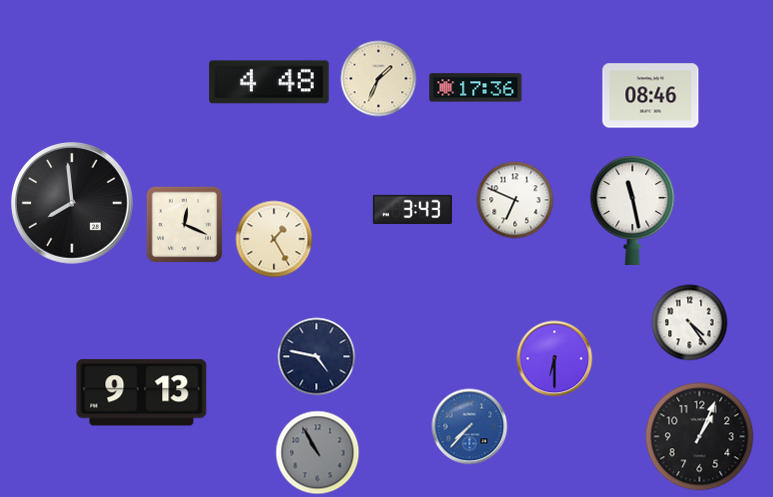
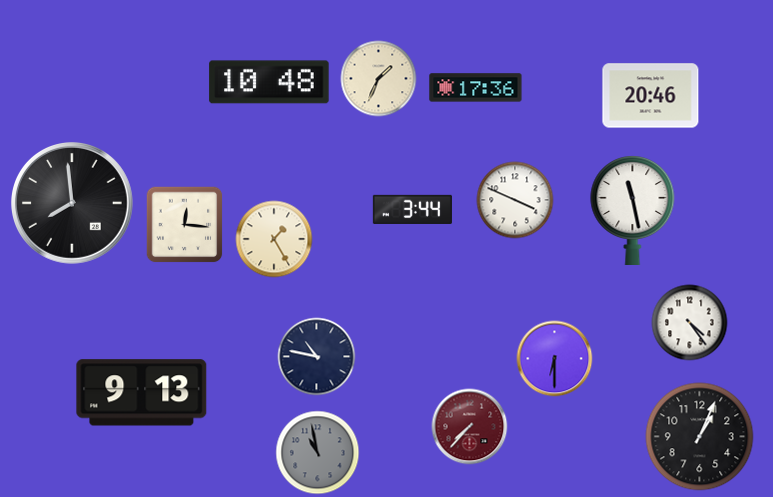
clock at (269, 82): 4:48 -> 10:48
clock at (651, 96): 08:46 -> 20:46
clock at (515, 200): 6:49 -> 3:49
clock at (412, 209): 3:43 -> 3:44
clock at (184, 224): 12:19 -> 12:16
clock at (317, 357): 4:47 -> 10:47
clock at (470, 427) dial: blue -> burgundy
clock at (318, 453): 10:55 -> 10:58
